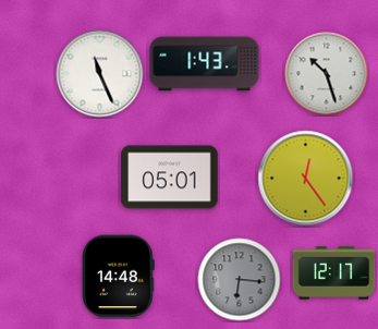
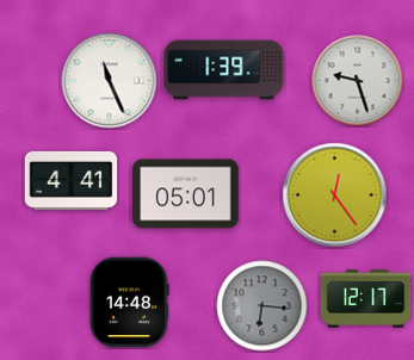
clock at (205, 64): 1:43 -> 1:39
clock at (327, 74): 10:27 -> 9:27
clock at (72, 180): none -> 4:41
